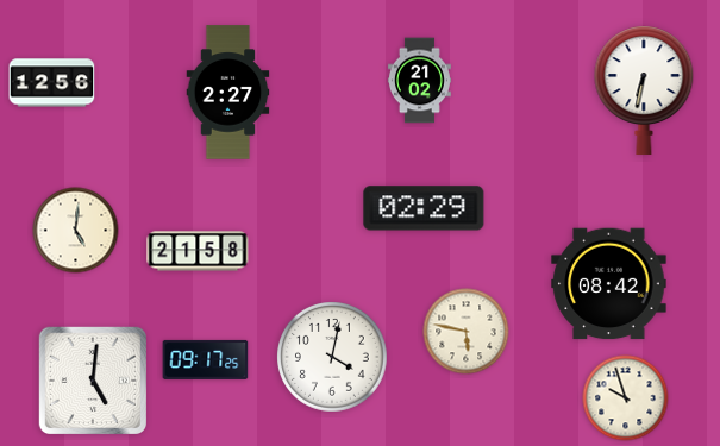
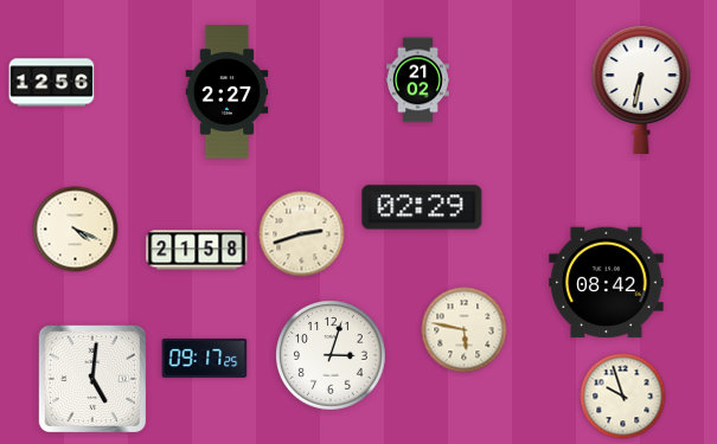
clock at (76, 231): 5:01 -> 4:19
clock at (302, 234): none -> 2:42
clock at (333, 358): 4:02 -> 3:03
